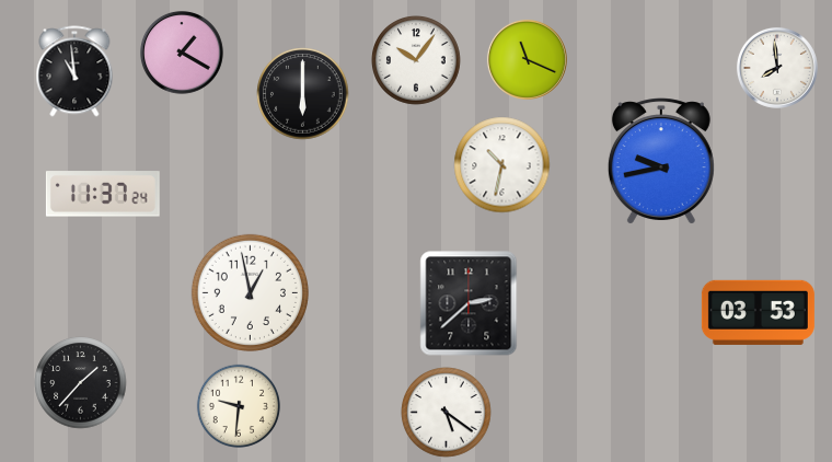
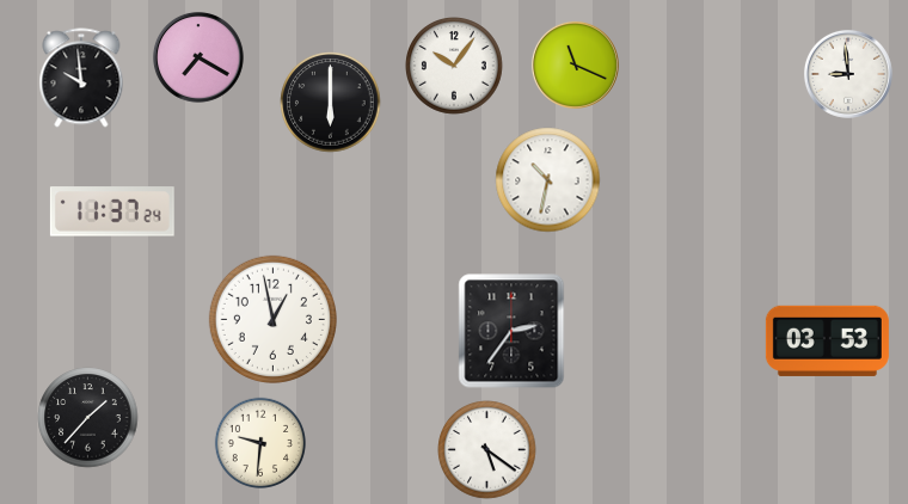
clock at (183, 54): 1:20 -> 7:20
clock at (777, 68): 7:59 -> 8:59
clock at (74, 71): 10:59 -> 9:59
clock at (661, 161): 9:43 -> none
clock at (469, 303): 2:38 -> 2:36
